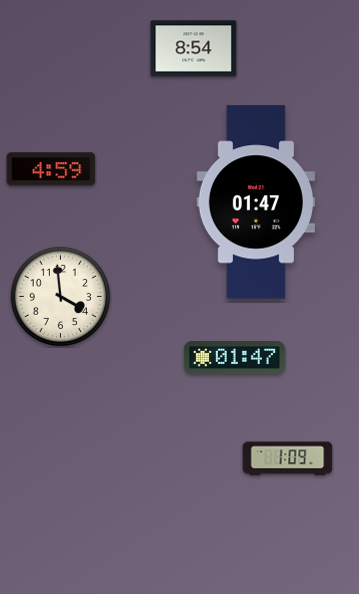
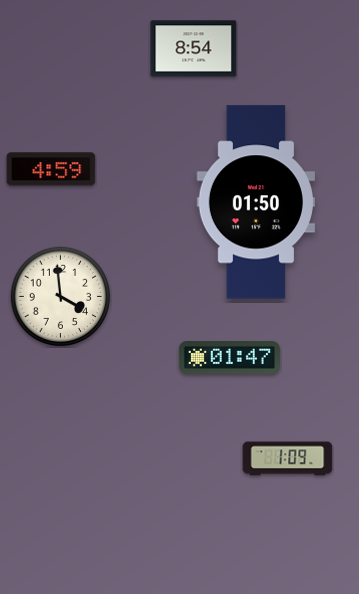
clock at (256, 202): 01:47 -> 01:50
clock at (234, 358) position: (234, 358) -> (229, 358)
